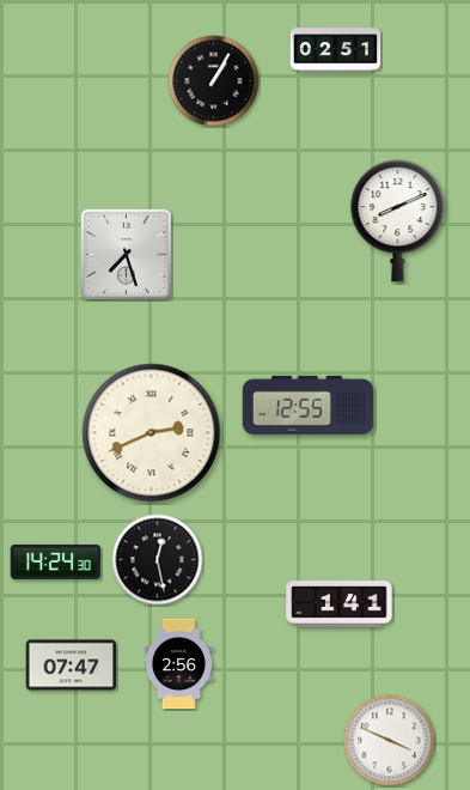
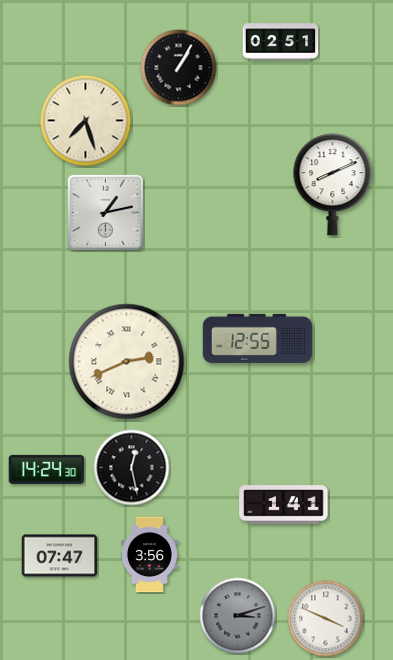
clock at (86, 121): none -> 7:27
clock at (126, 254): 7:27 -> 1:13
clock at (178, 664): 2:56 -> 3:56
clock at (238, 616): none -> 3:12
